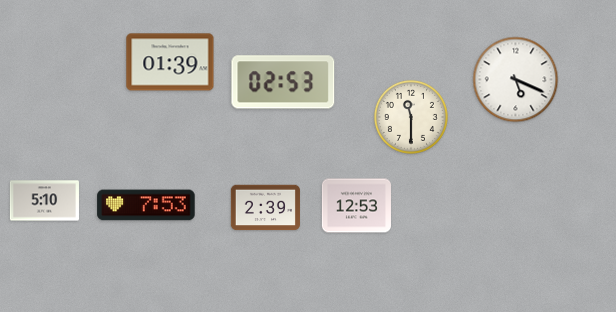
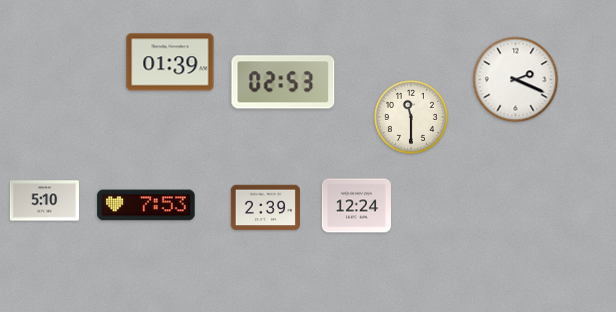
clock at (516, 80): 5:19 -> 2:19
clock at (356, 206): 12:53 -> 12:24
